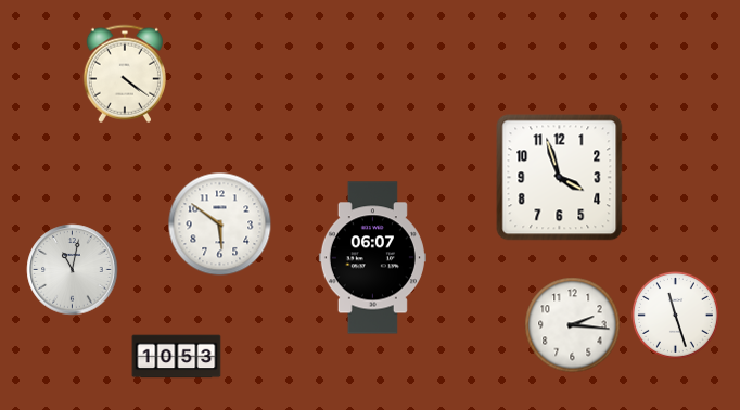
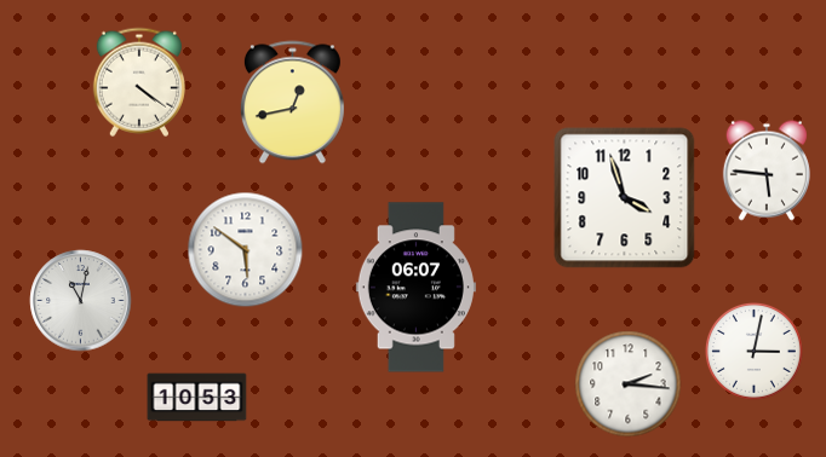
clock at (292, 103): none -> 12:43
clock at (767, 170): none -> 5:46
clock at (675, 315): 11:27 -> 3:02
clock at (573, 325) position: (573, 325) -> (629, 384)
